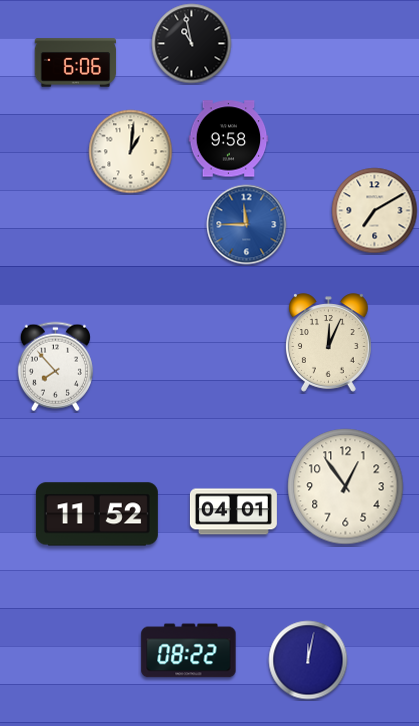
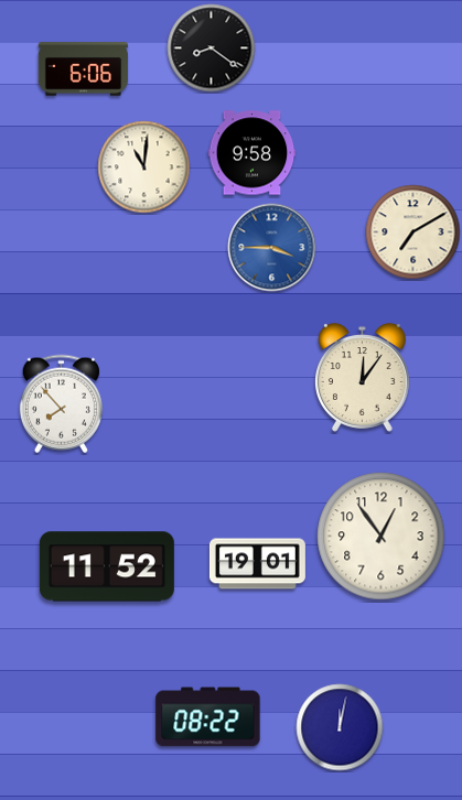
clock at (192, 44): 10:58 -> 8:21
clock at (131, 152): 1:01 -> 11:01
clock at (247, 225): 11:45 -> 3:45
clock at (329, 343): 12:04 -> 12:06
clock at (233, 512): 04:01 -> 19:01
